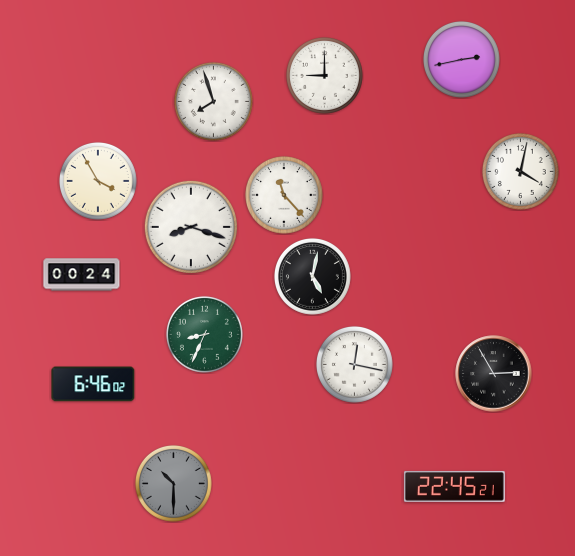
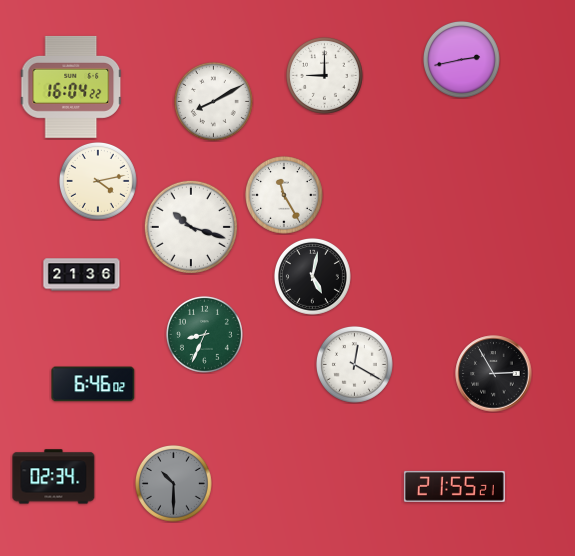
clock at (71, 87): none -> 16:04
clock at (213, 101): 7:57 -> 8:10
clock at (520, 171): 4:02 -> none
clock at (98, 181): 3:55 -> 4:13
clock at (284, 195): 11:23 -> 11:25
clock at (191, 227): 8:18 -> 10:18
clock at (82, 275): 00:24 -> 21:36
clock at (354, 364): 12:17 -> 12:20
clock at (54, 477): none -> 02:34
clock at (454, 486): 22:45 -> 21:55
